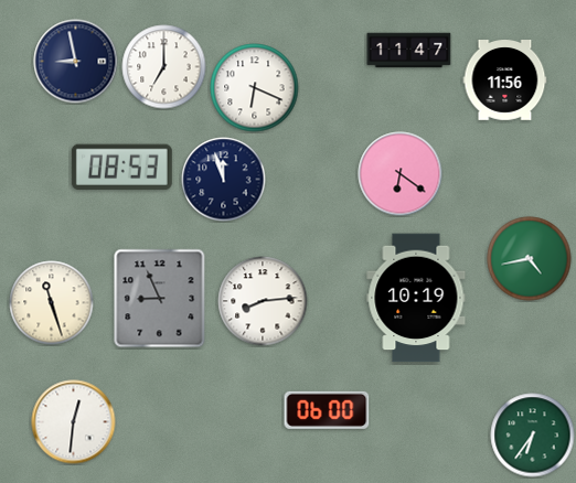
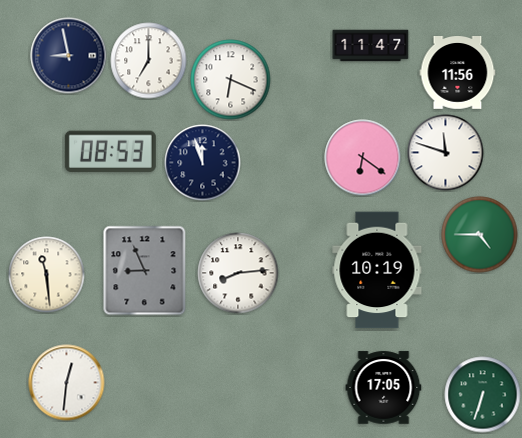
clock at (446, 153): none -> 11:48
clock at (530, 259): 4:43 -> 4:45
clock at (52, 303): 11:27 -> 11:29
clock at (327, 410): 06:00 -> none
clock at (384, 388): none -> 17:05
clock at (533, 436): 6:36 -> 6:33
